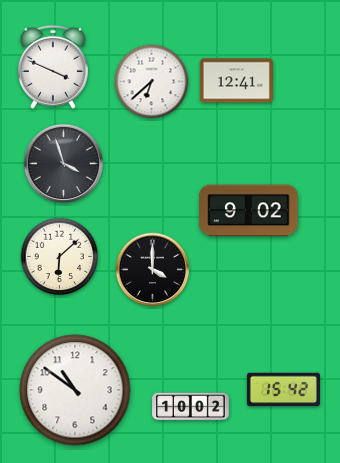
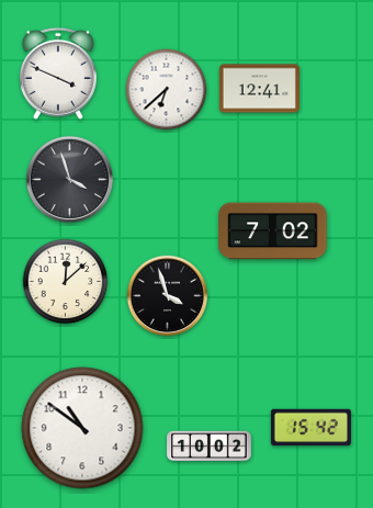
clock at (249, 211): 9:02 -> 7:02
clock at (60, 257): 6:08 -> 12:08
clock at (153, 270): 4:00 -> 3:57
